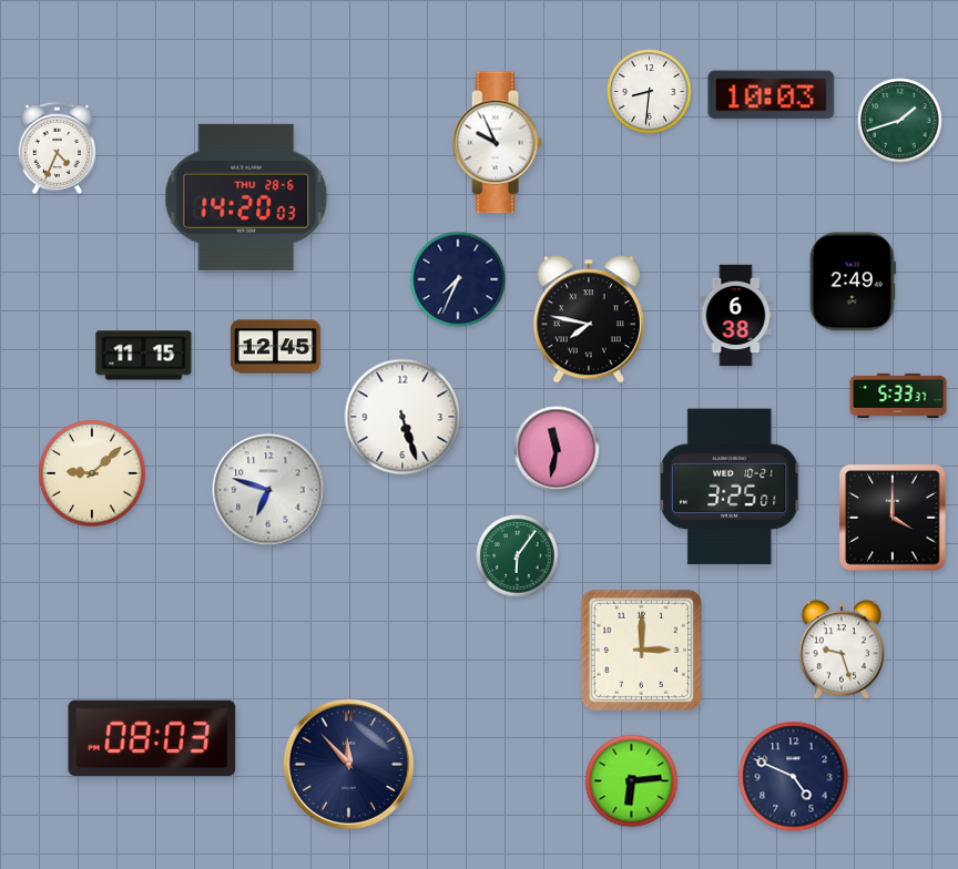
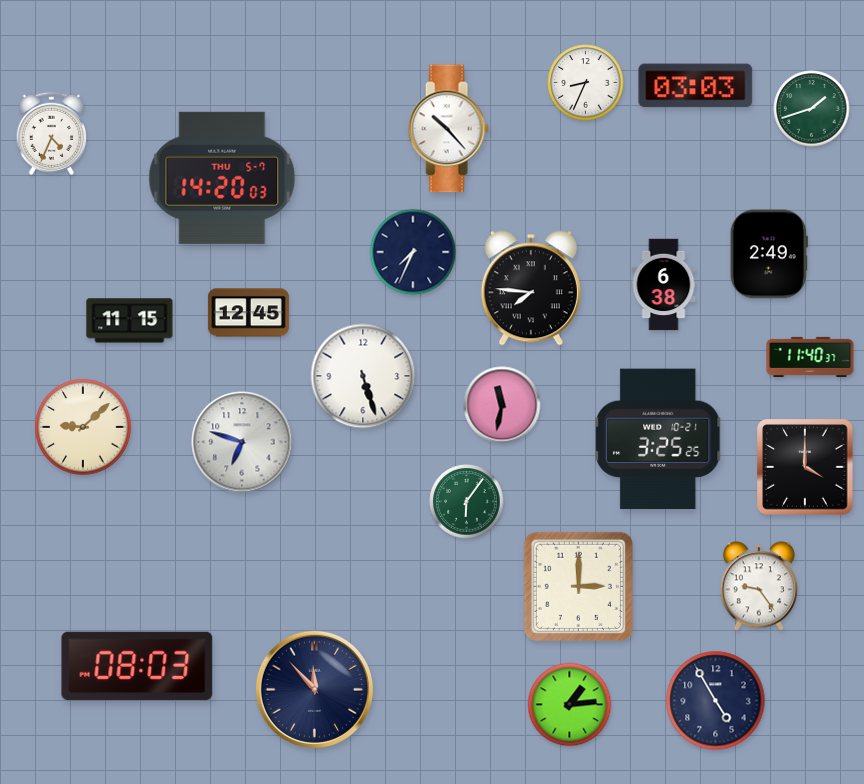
clock at (650, 92): 8:31 -> 8:34
clock at (772, 95): 10:03 -> 03:03
clock at (497, 143): 9:56 -> 10:23
clock at (246, 197) date: THU 28-6 -> THU 5-7
clock at (589, 319): 7:47 -> 7:46
clock at (898, 396): 5:33 -> 11:40
clock at (730, 487): 3:25:01 -> 3:25:25
clock at (842, 650): 9:27 -> 9:24
clock at (794, 777): 4:49 -> 4:55
clock at (632, 781): 6:14 -> 1:14
